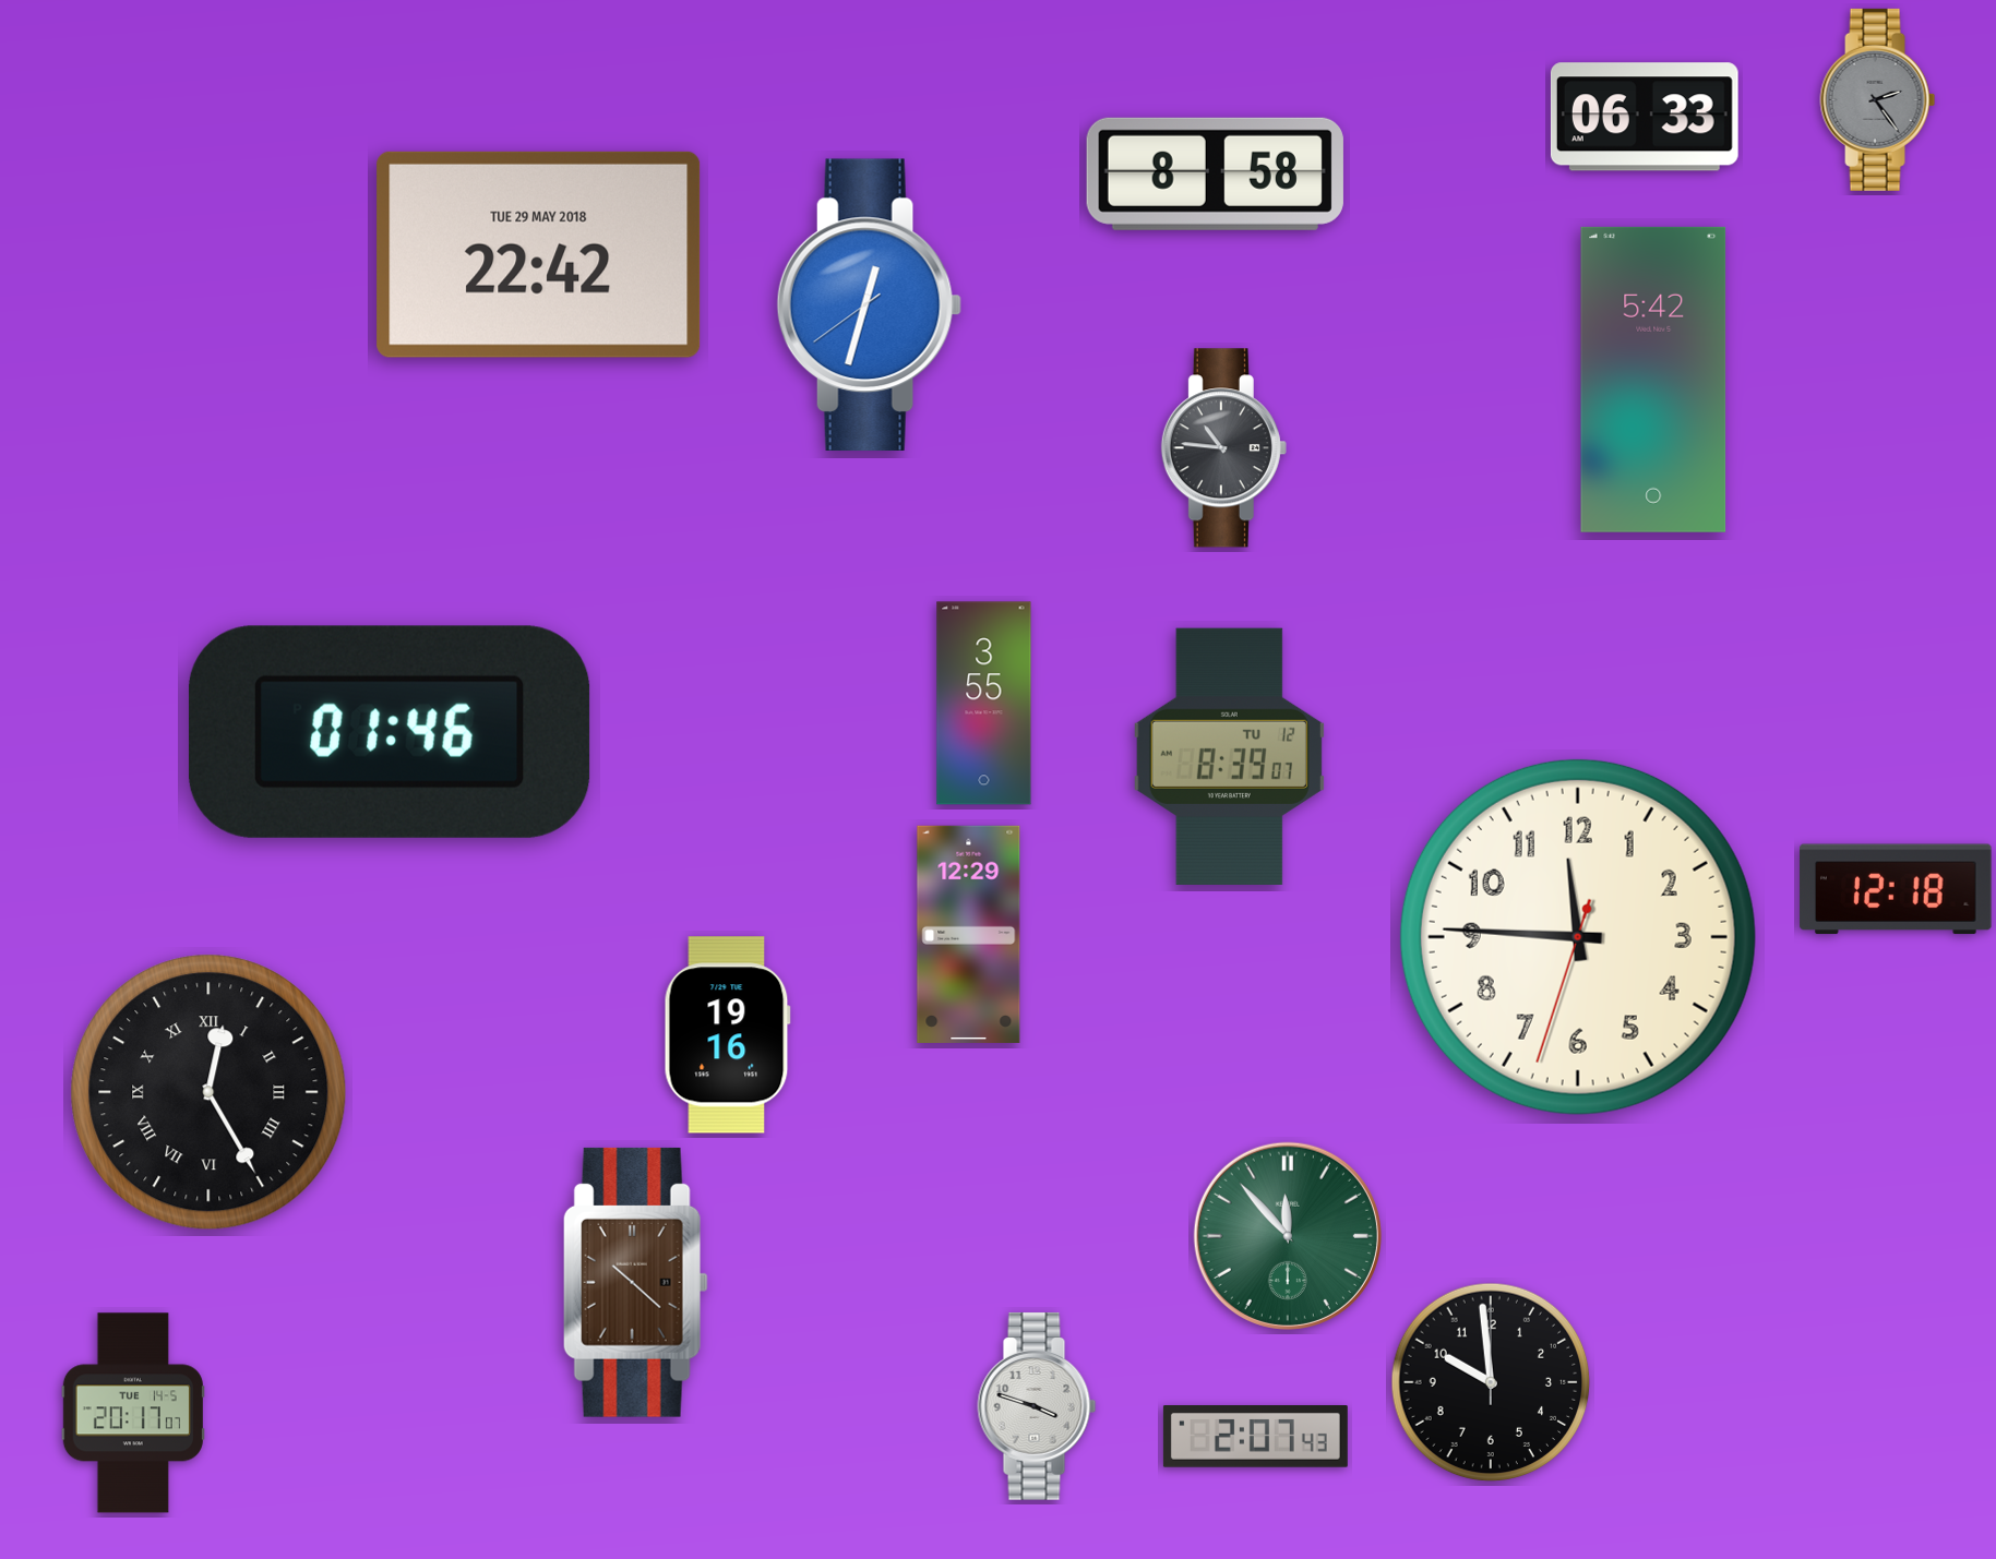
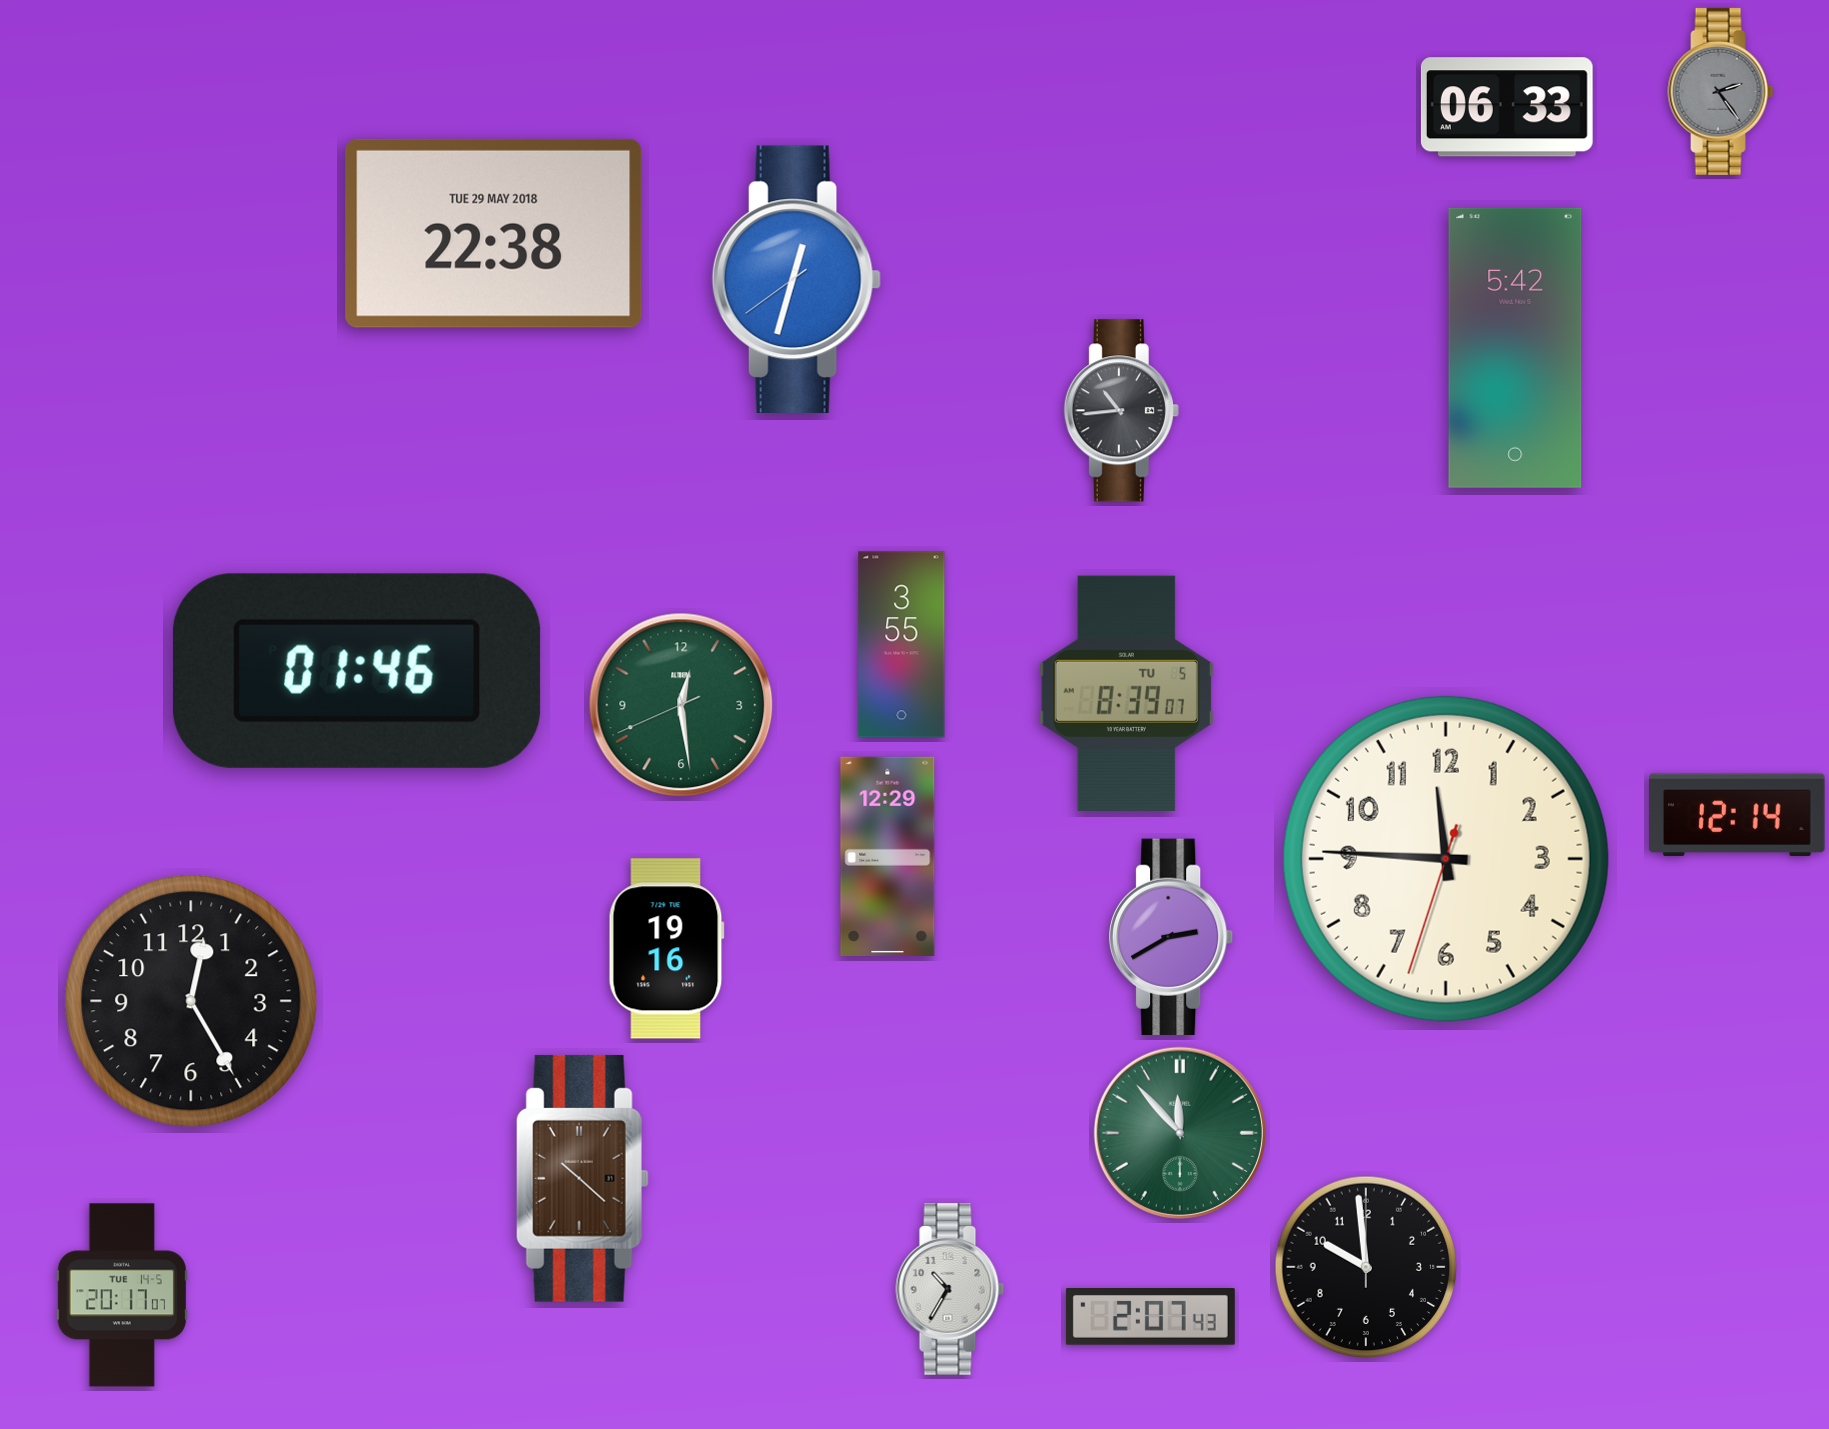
clock at (1215, 173): 8:58 -> none
clock at (539, 254): 22:42 -> 22:38
clock at (1223, 448): 10:46 -> 10:44
clock at (1229, 756) date: TU 12 -> TU 5
clock at (681, 705): none -> 12:28
clock at (1896, 889): 12:18 -> 12:14
clock at (1172, 936): none -> 2:40
clock at (208, 1092) numerals: Roman -> Arabic
clock at (635, 1282) position: (635, 1282) -> (582, 1178)
clock at (1037, 1406): 3:48 -> 10:35
